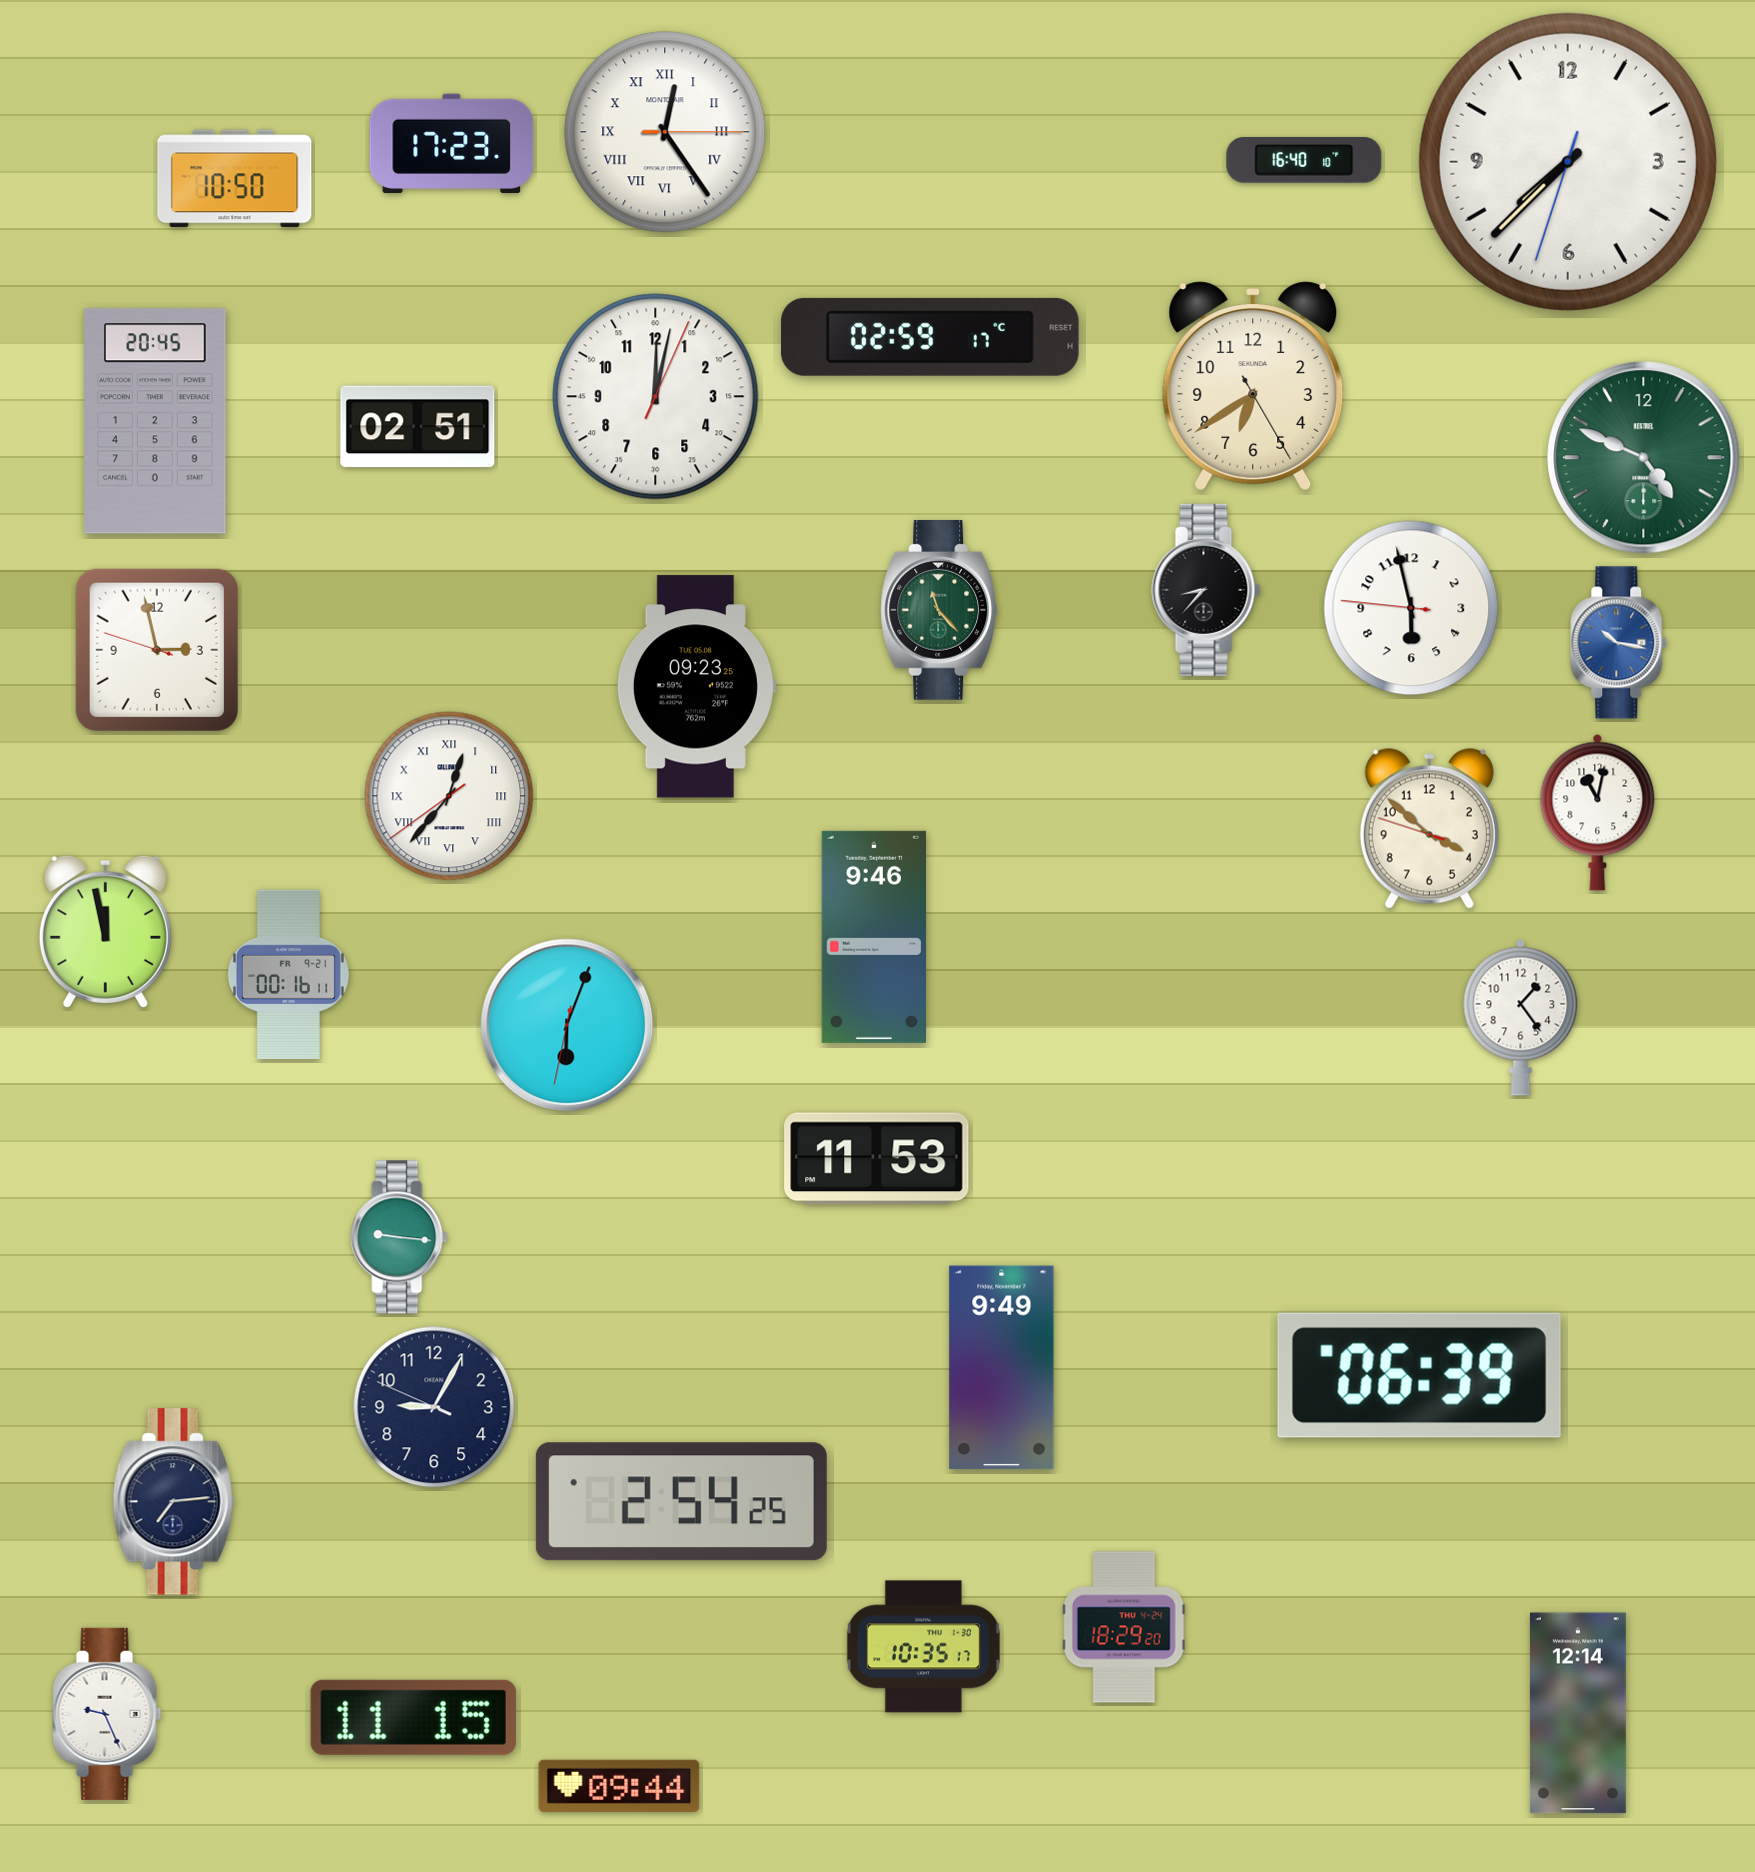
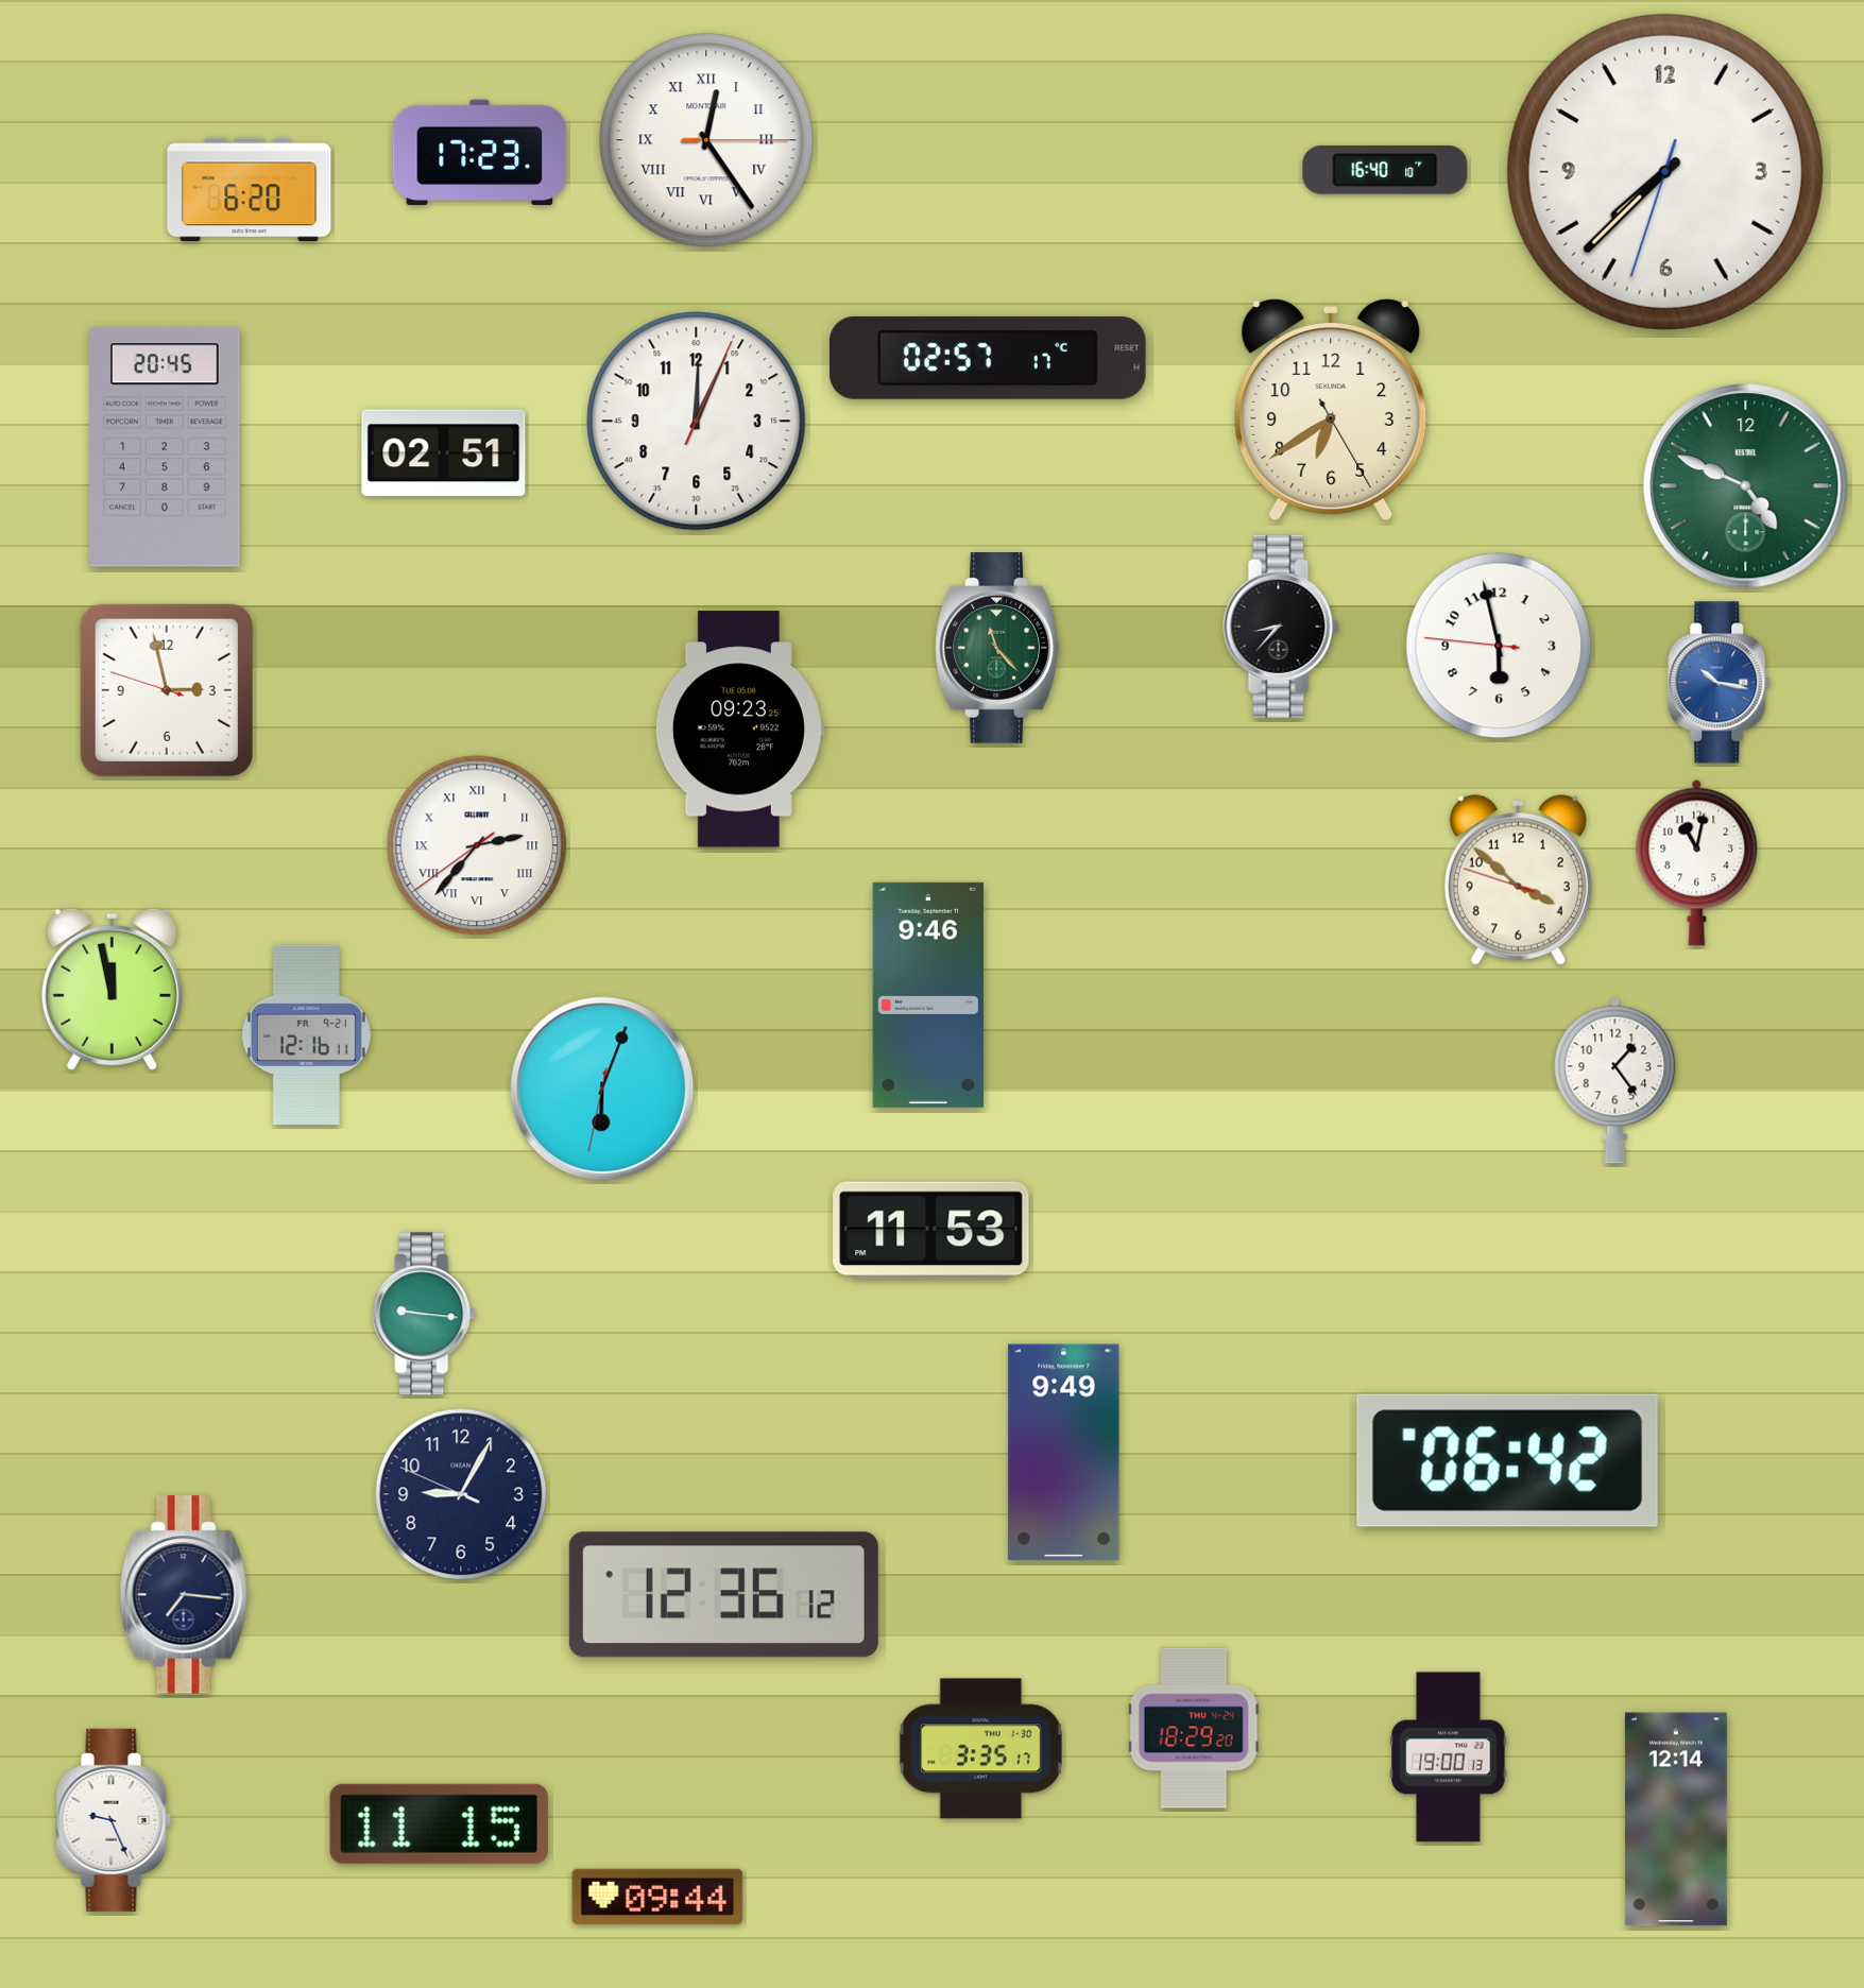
clock at (235, 179): 10:50 -> 6:20
clock at (931, 337): 02:59 -> 02:57
clock at (656, 397): 12:02 -> 12:04
clock at (449, 796): 12:36 -> 2:36
clock at (288, 974): 00:16 -> 12:16
clock at (1419, 1375): 06:39 -> 06:42
clock at (174, 1502): 7:14 -> 7:16
clock at (681, 1502): 2:54 -> 12:36
clock at (923, 1647): 10:35 -> 3:35
clock at (1449, 1758): none -> 19:00
